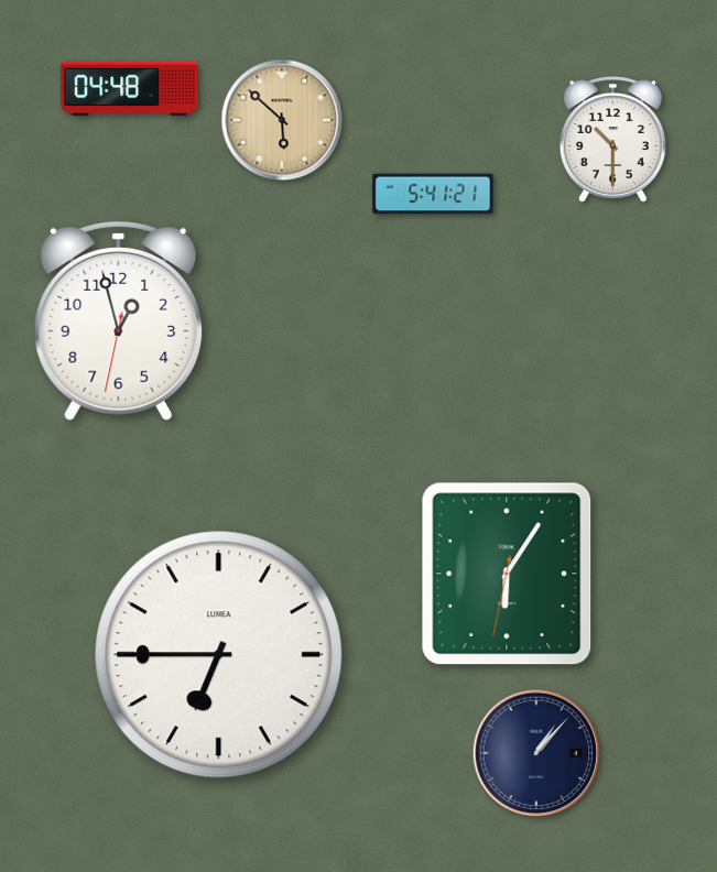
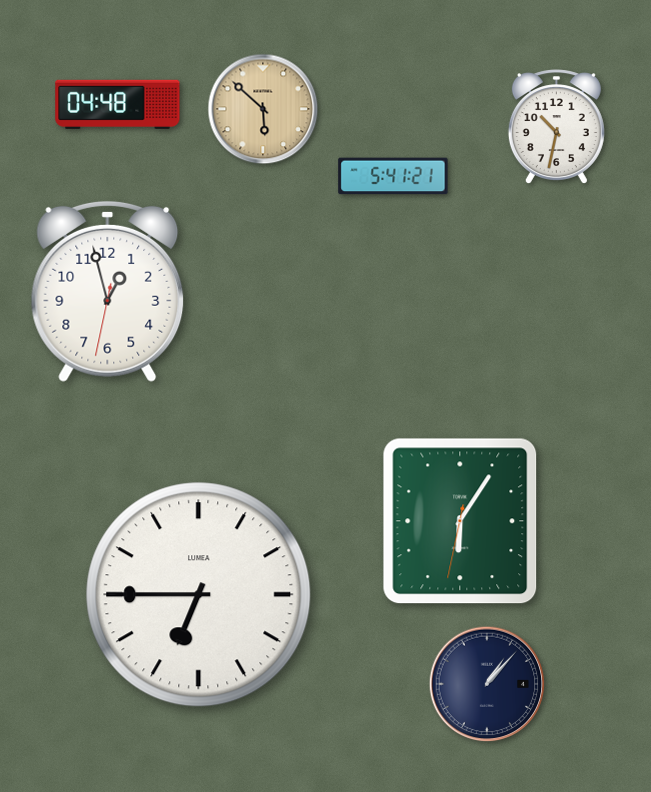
clock at (130, 88) position: (130, 88) -> (118, 104)
clock at (282, 120) position: (282, 120) -> (263, 109)
clock at (612, 139): 10:30 -> 10:32
